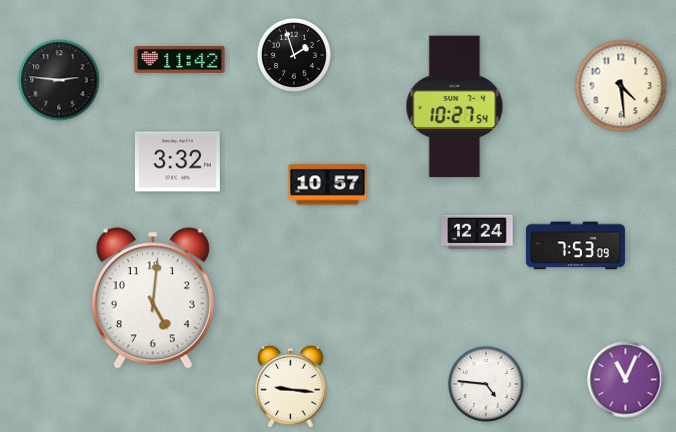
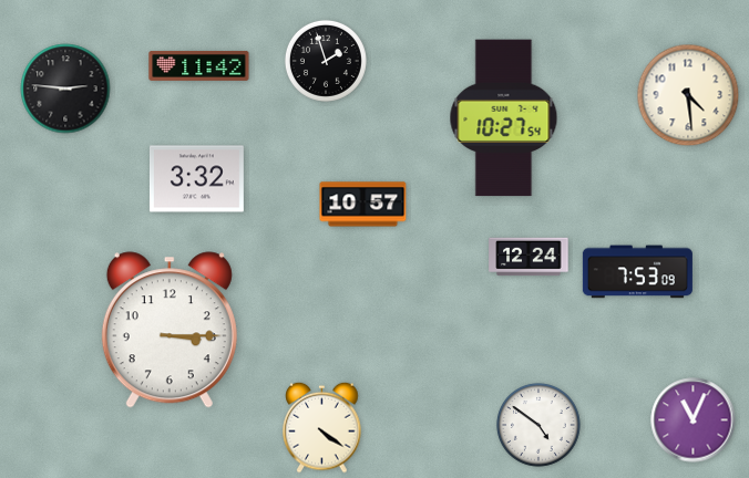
clock at (153, 298): 5:01 -> 3:15
clock at (487, 385): 4:46 -> 4:51
clock at (291, 386): 9:16 -> 4:21
